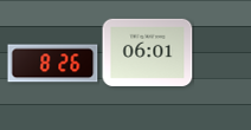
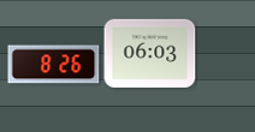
clock at (148, 52): 06:01 -> 06:03
